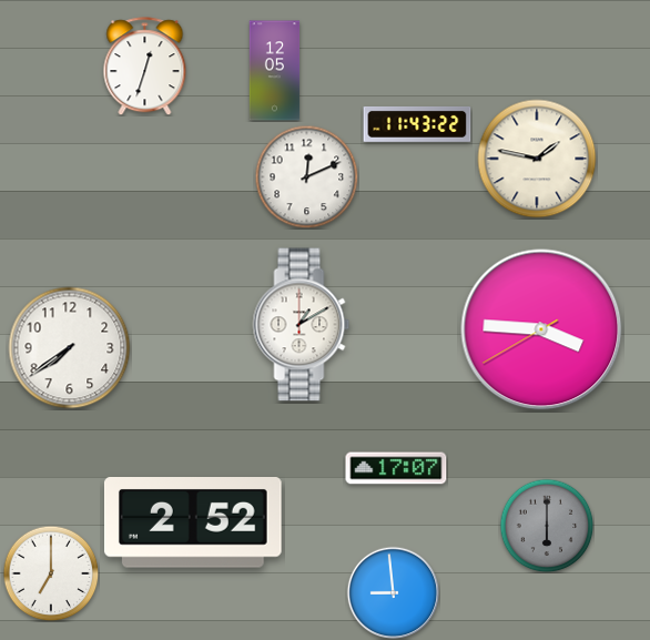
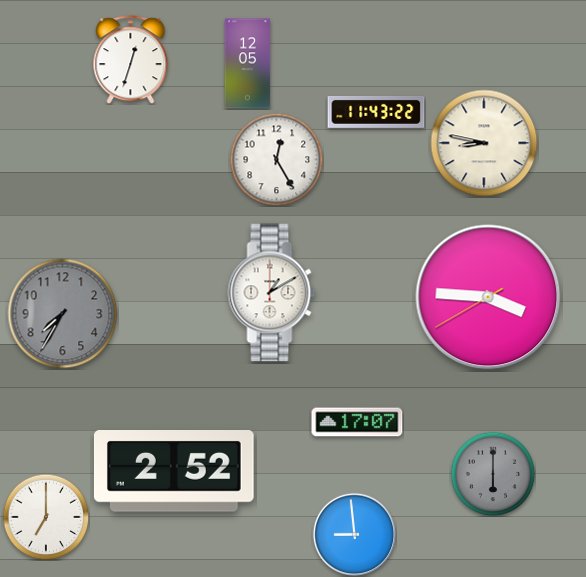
clock at (537, 159): 1:47 -> 8:47
clock at (306, 176): 12:11 -> 12:25
clock at (70, 348): 7:39 -> 7:35
clock at (70, 348) dial: white -> grey
